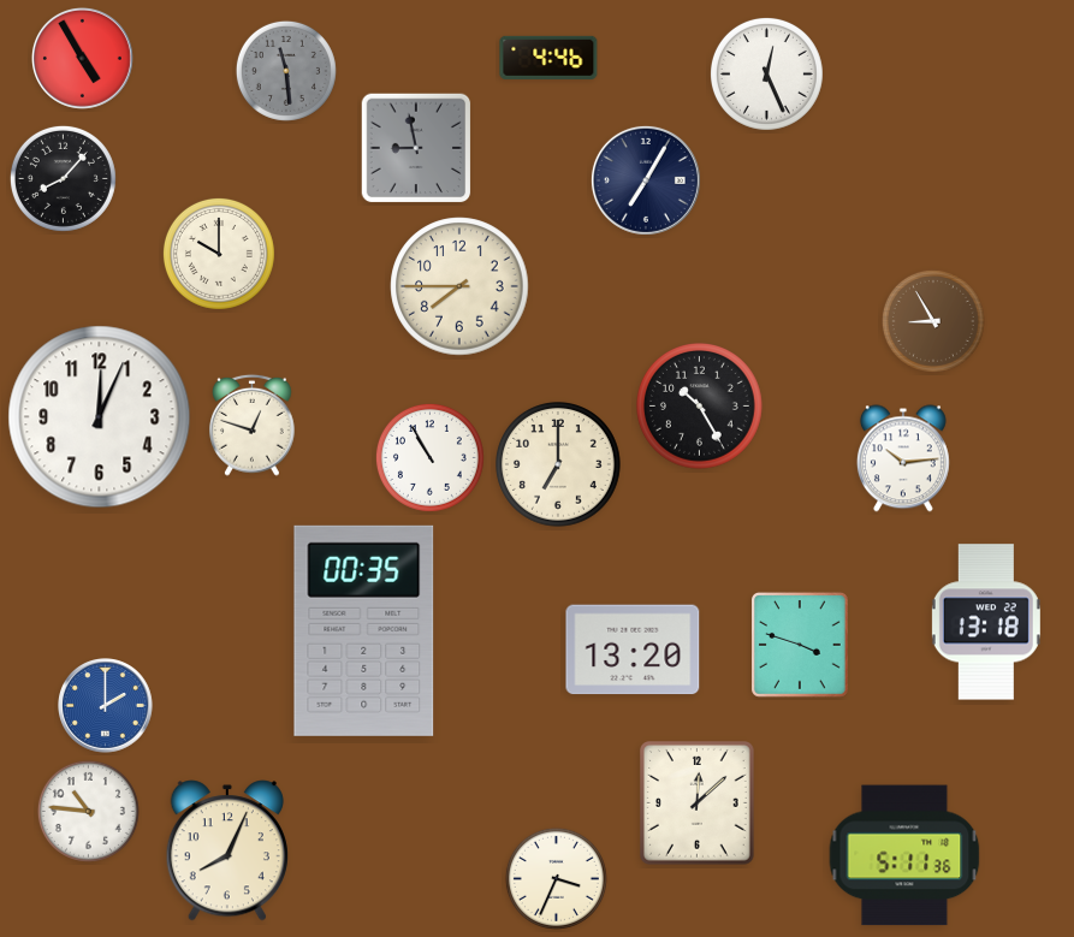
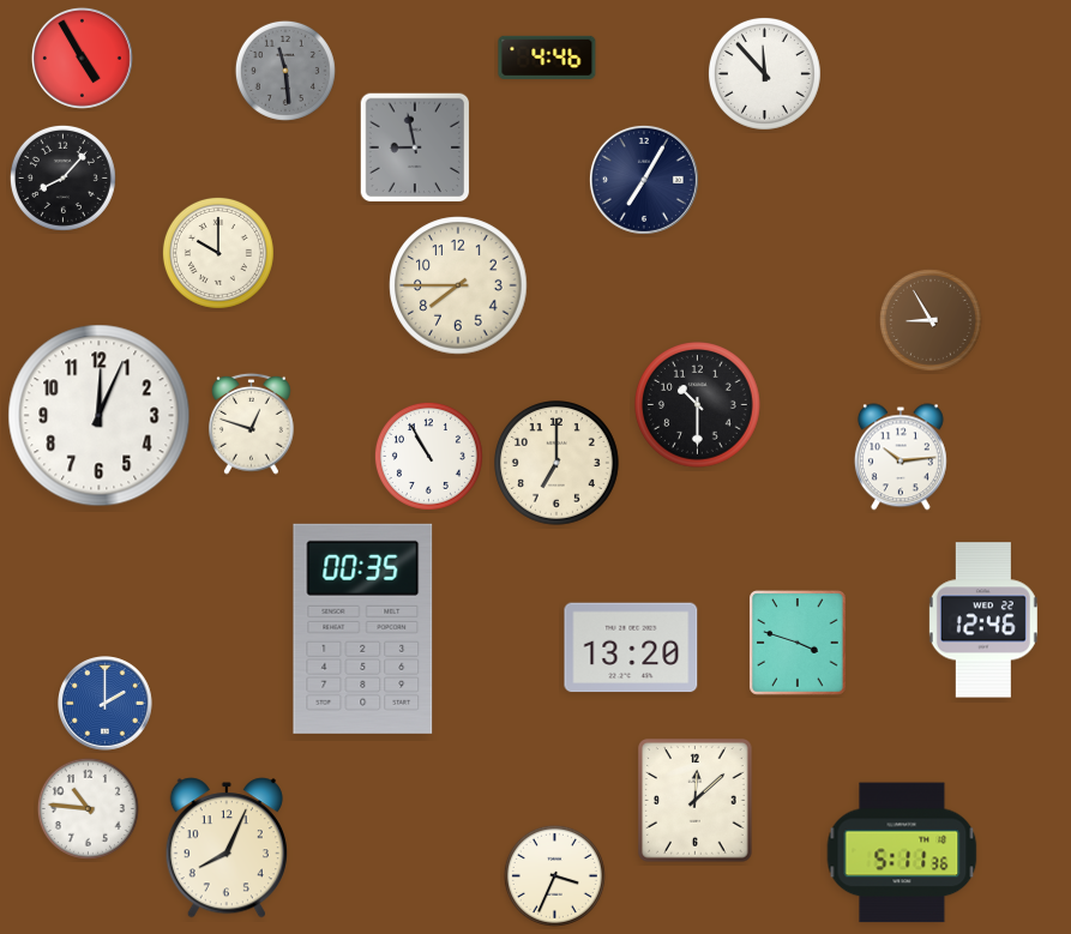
clock at (766, 73): 12:26 -> 11:53
clock at (700, 407): 10:25 -> 10:30
clock at (986, 622): 13:18 -> 12:46
